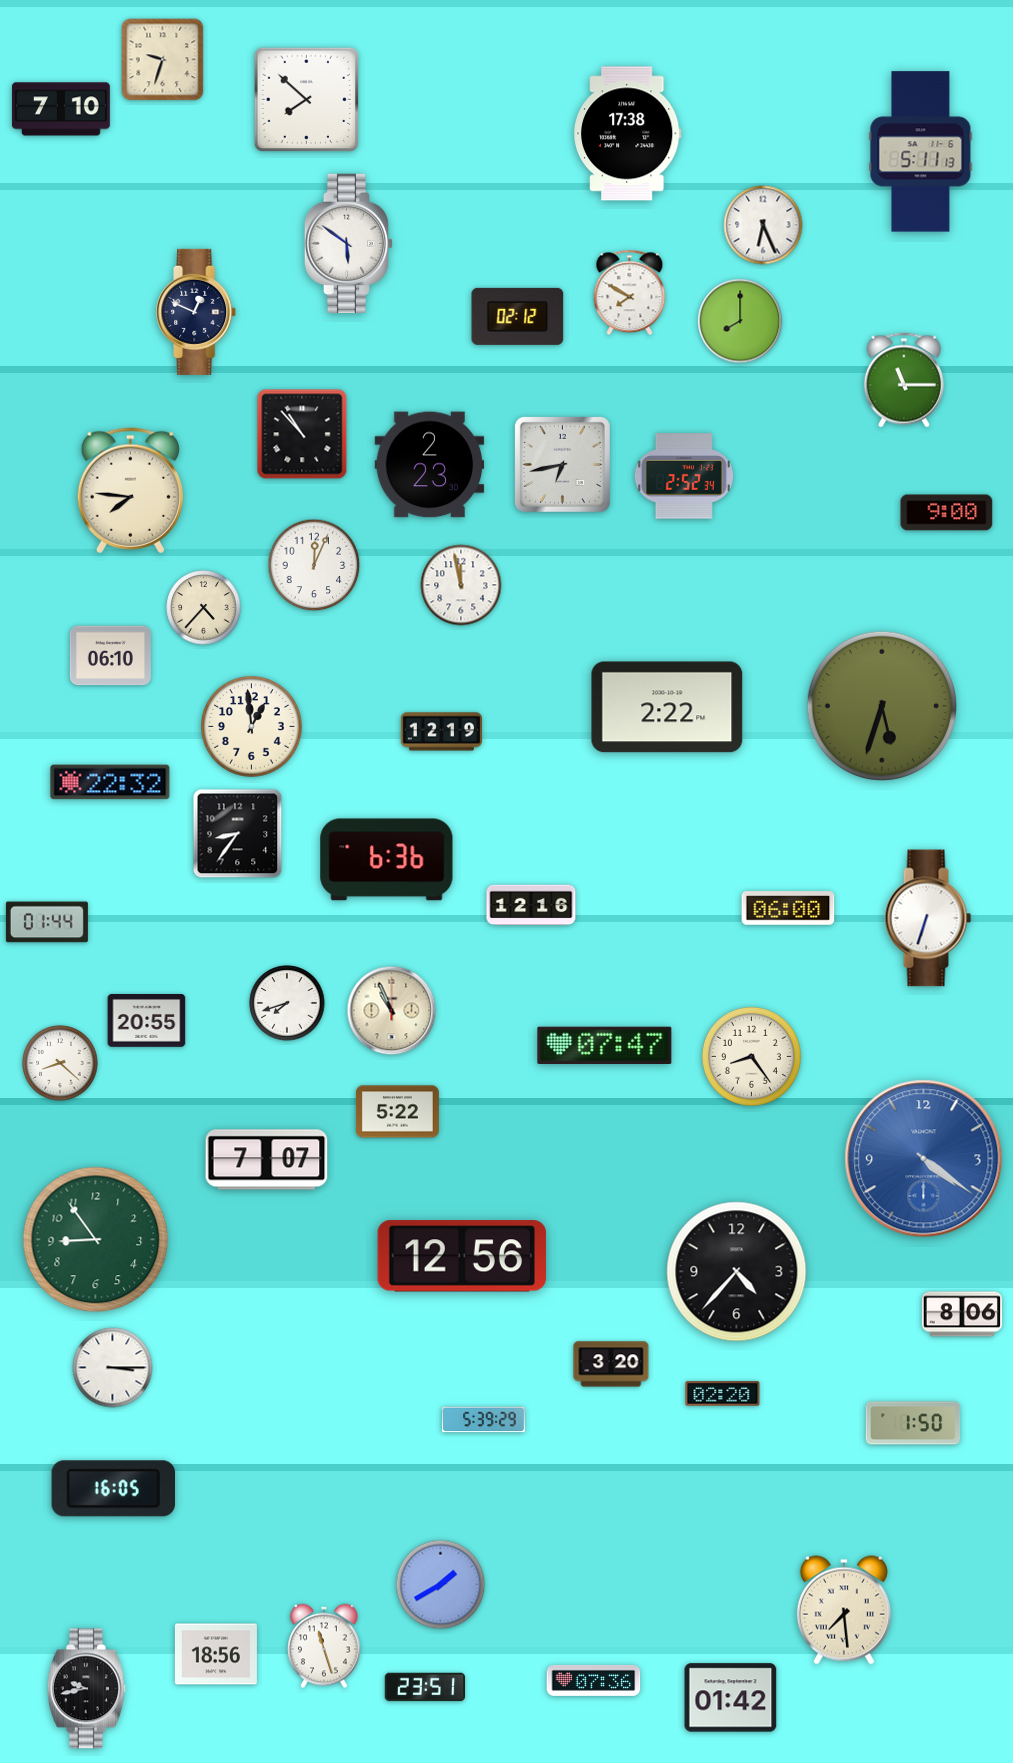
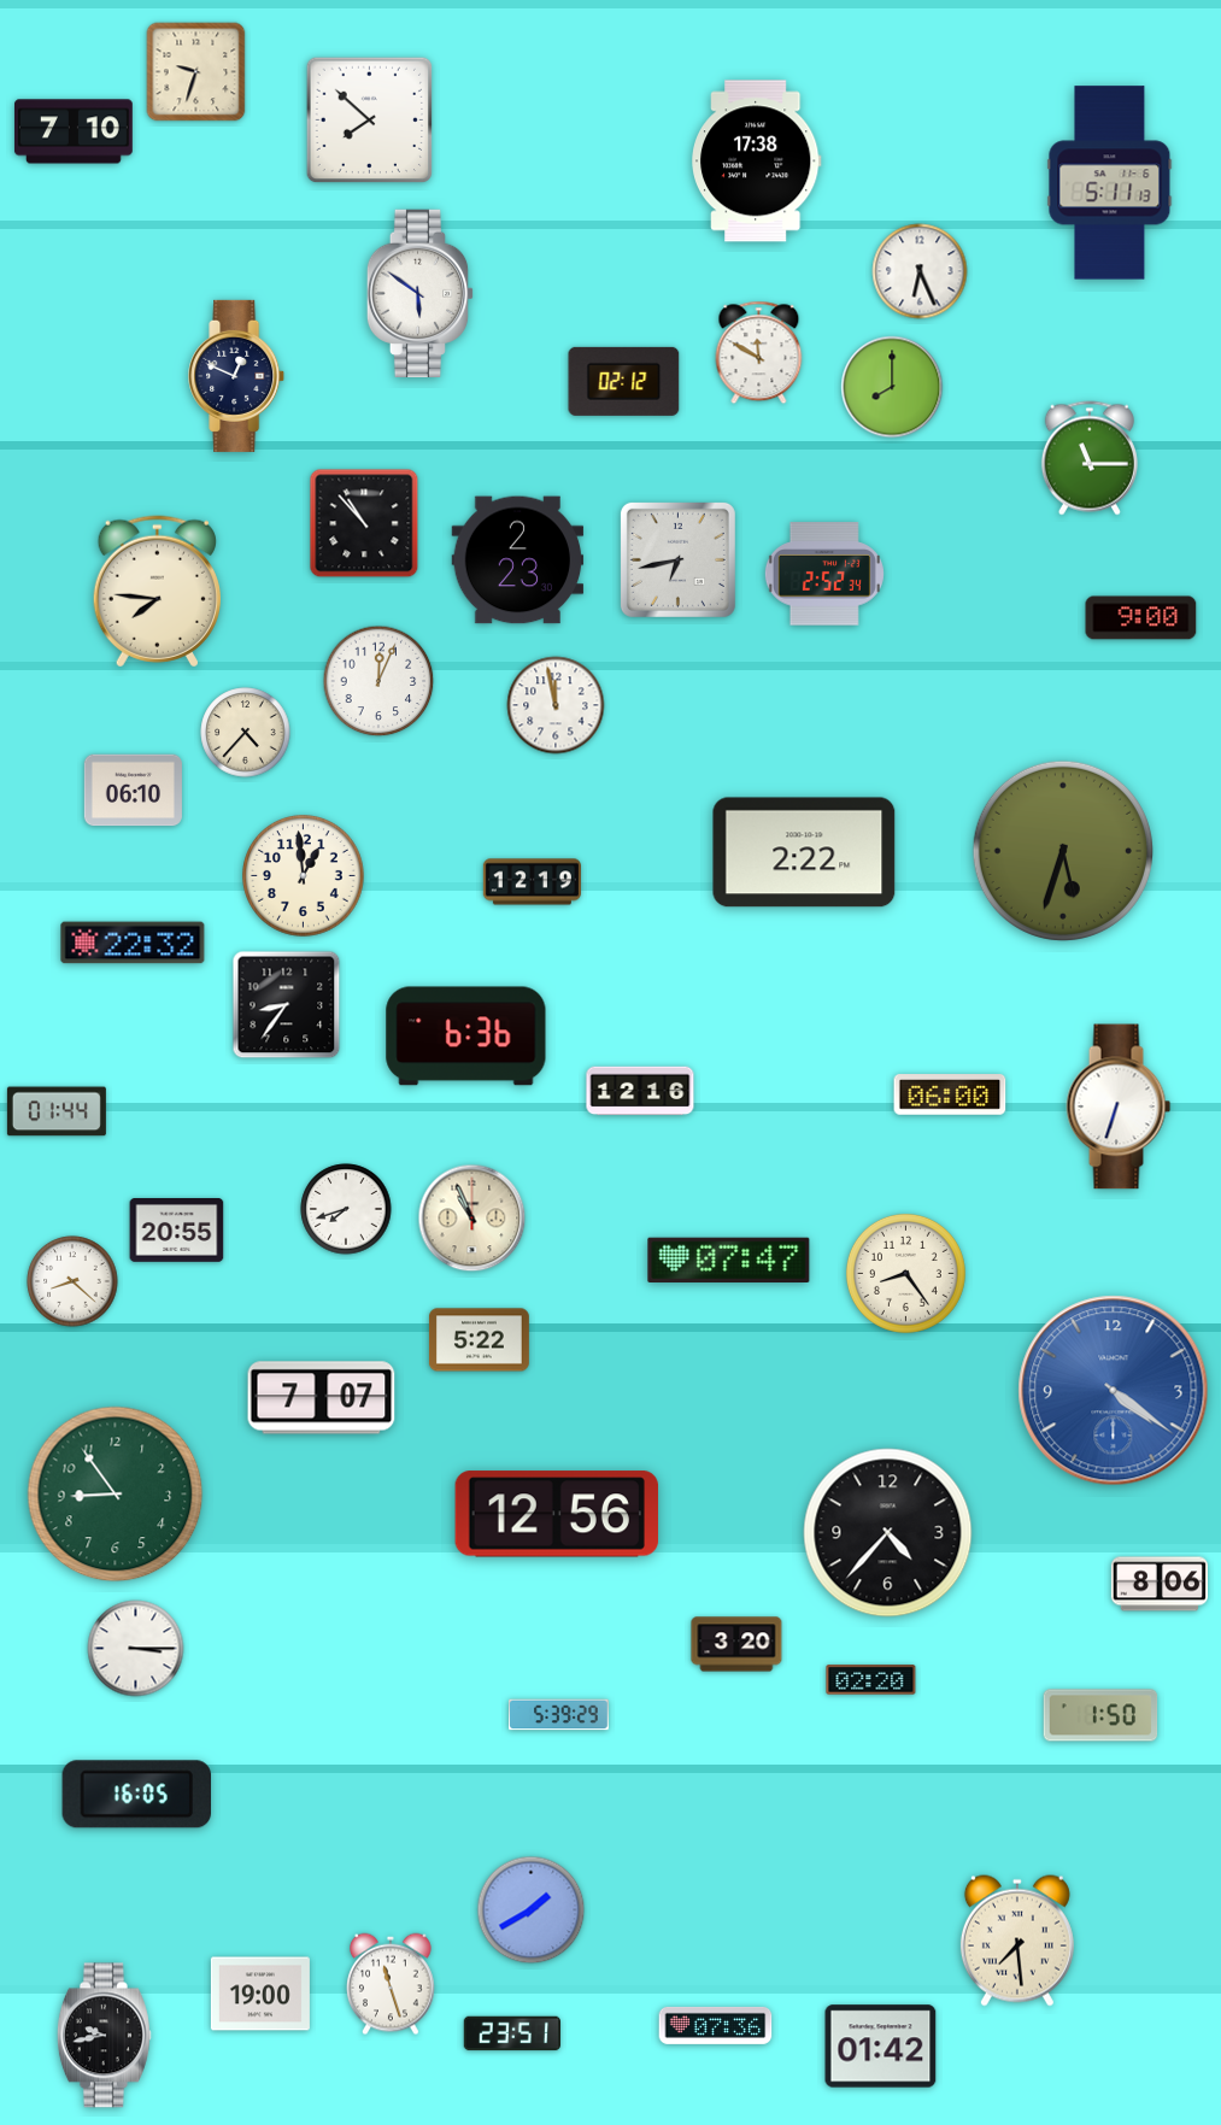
clock at (630, 293): 7:50 -> 11:50
clock at (924, 1159) position: (924, 1159) -> (1114, 1391)
clock at (484, 1420) position: (484, 1420) -> (559, 1715)
clock at (216, 1654): 18:56 -> 19:00
